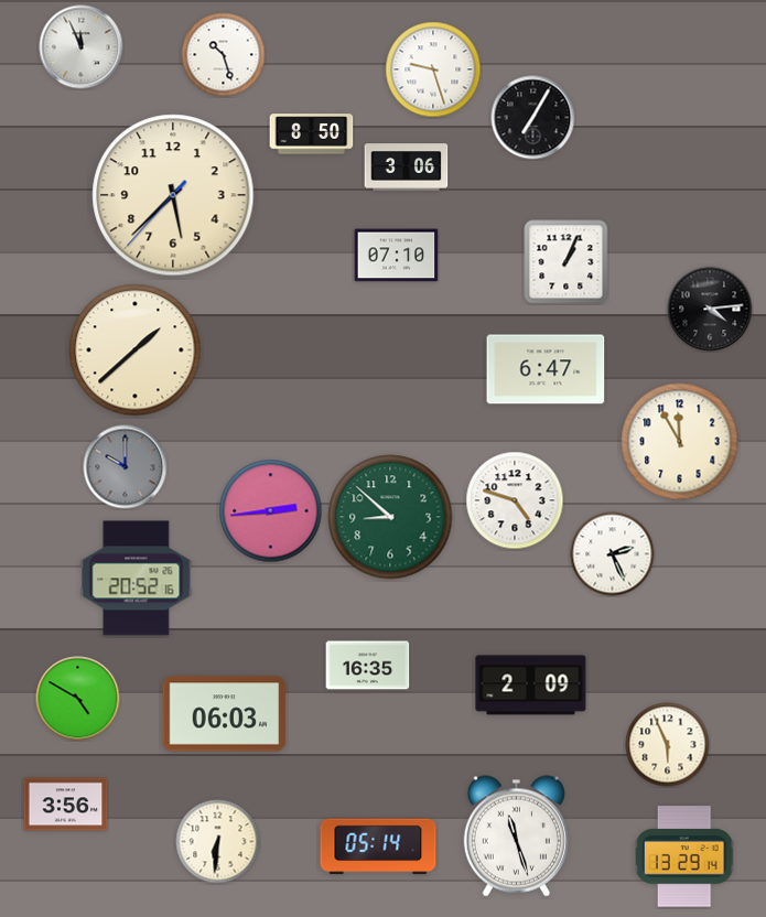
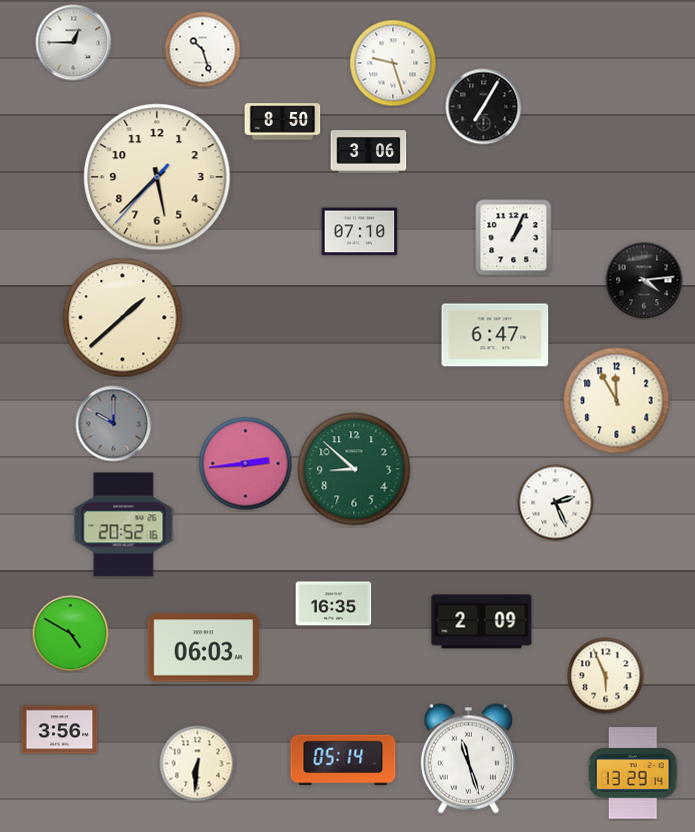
clock at (82, 47): 11:56 -> 12:45
clock at (515, 500): 4:48 -> none
clock at (378, 846) position: (378, 846) -> (343, 760)
clock at (684, 856) position: (684, 856) -> (633, 773)
